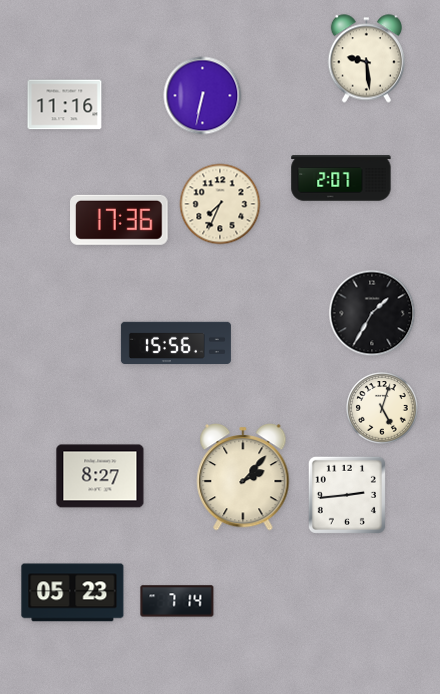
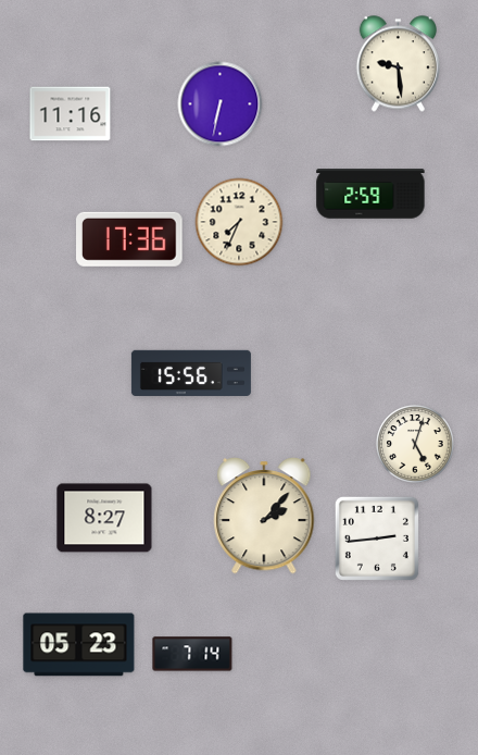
clock at (341, 178): 2:07 -> 2:59
clock at (372, 313): 1:35 -> none
clock at (100, 476) position: (100, 476) -> (104, 518)
clock at (243, 477) position: (243, 477) -> (264, 516)
